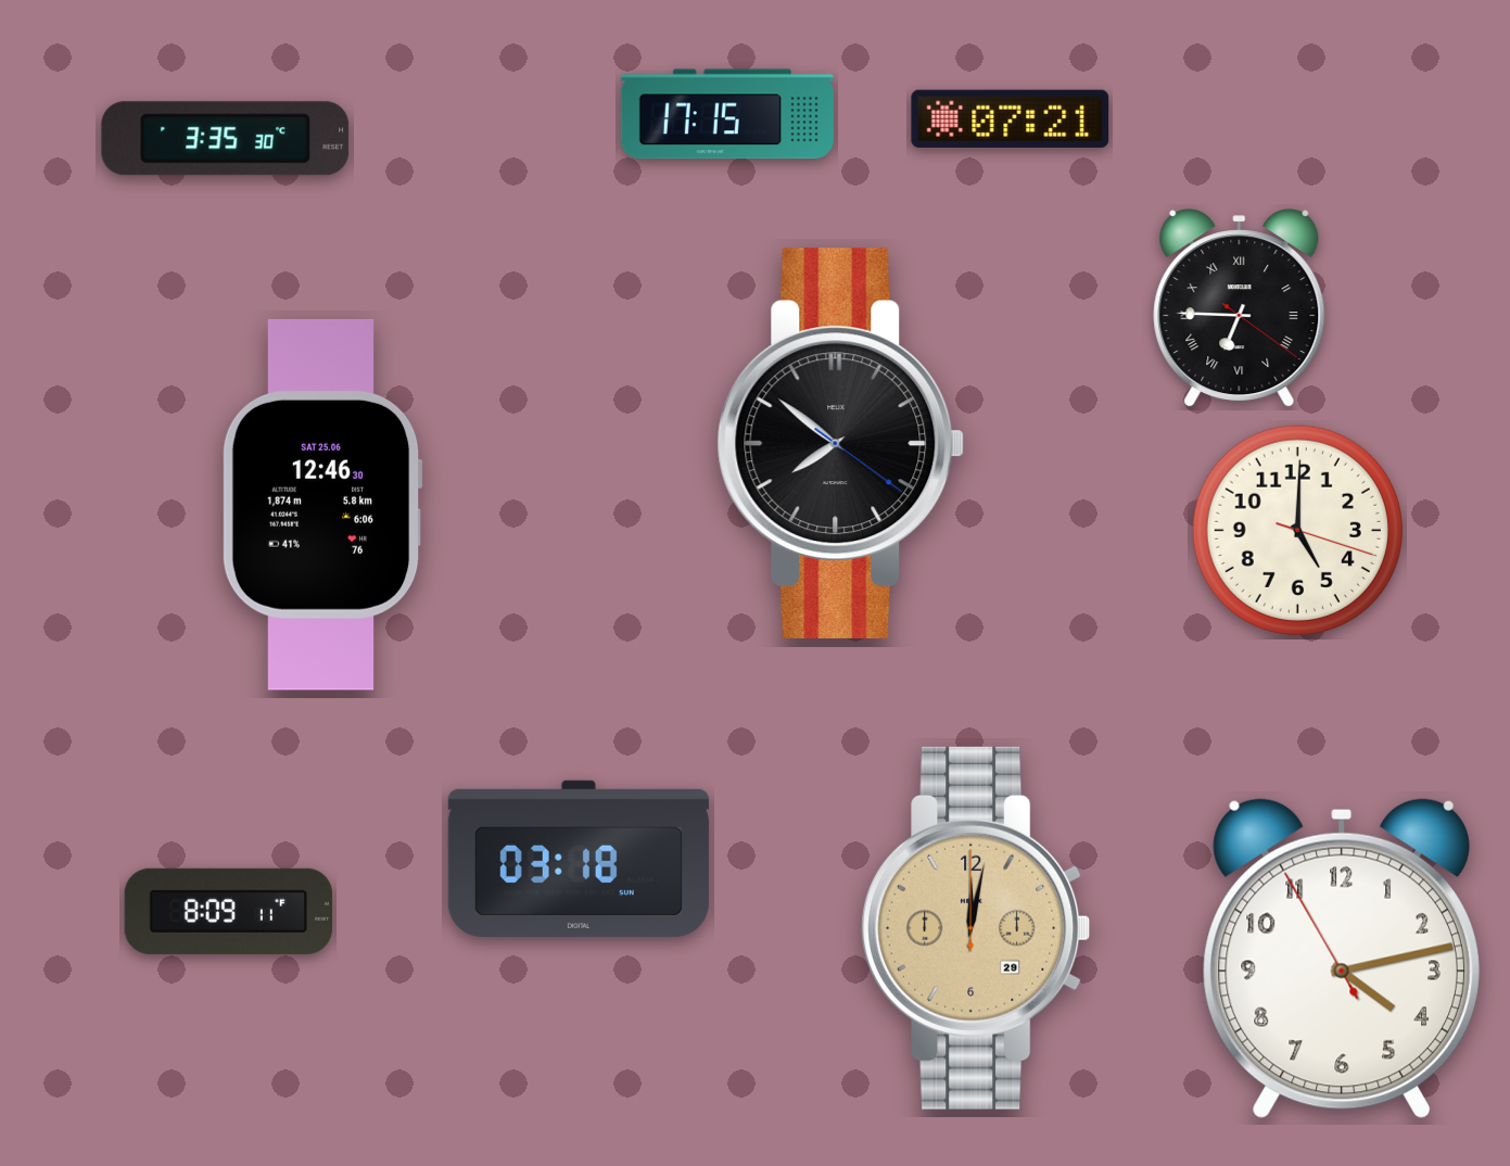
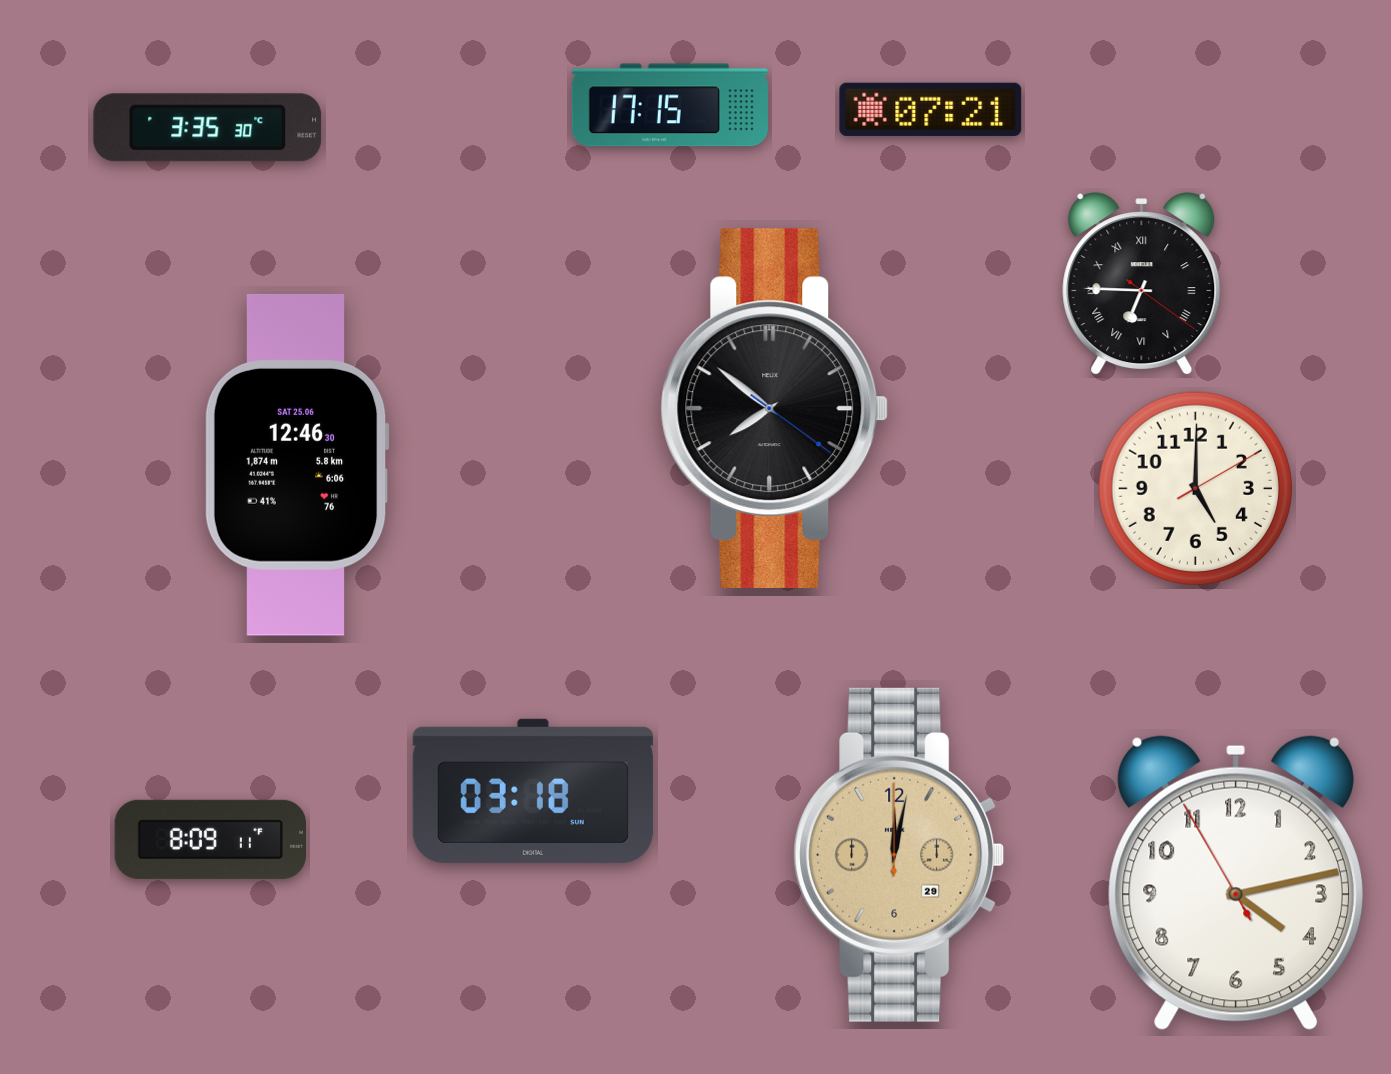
clock at (1297, 530): 5:00:18 -> 5:00:10
